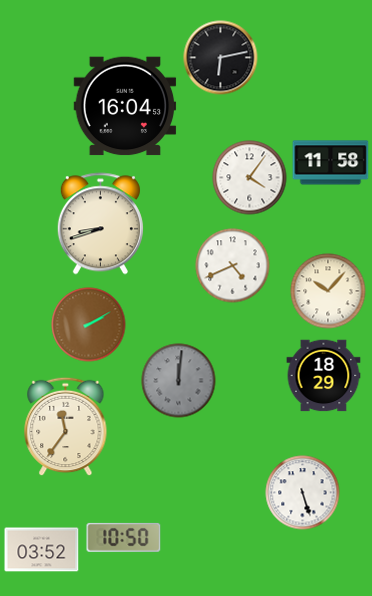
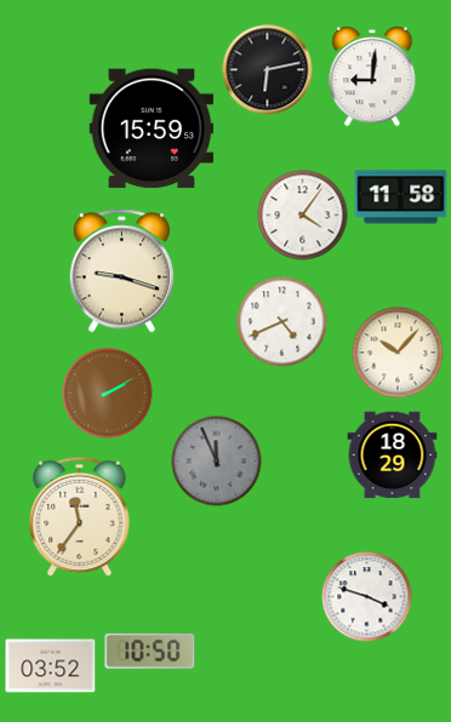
clock at (372, 76): none -> 9:01
clock at (125, 106): 16:04 -> 15:59
clock at (100, 224): 8:42 -> 9:18
clock at (179, 381): 12:01 -> 11:56
clock at (303, 493): 5:27 -> 3:48
